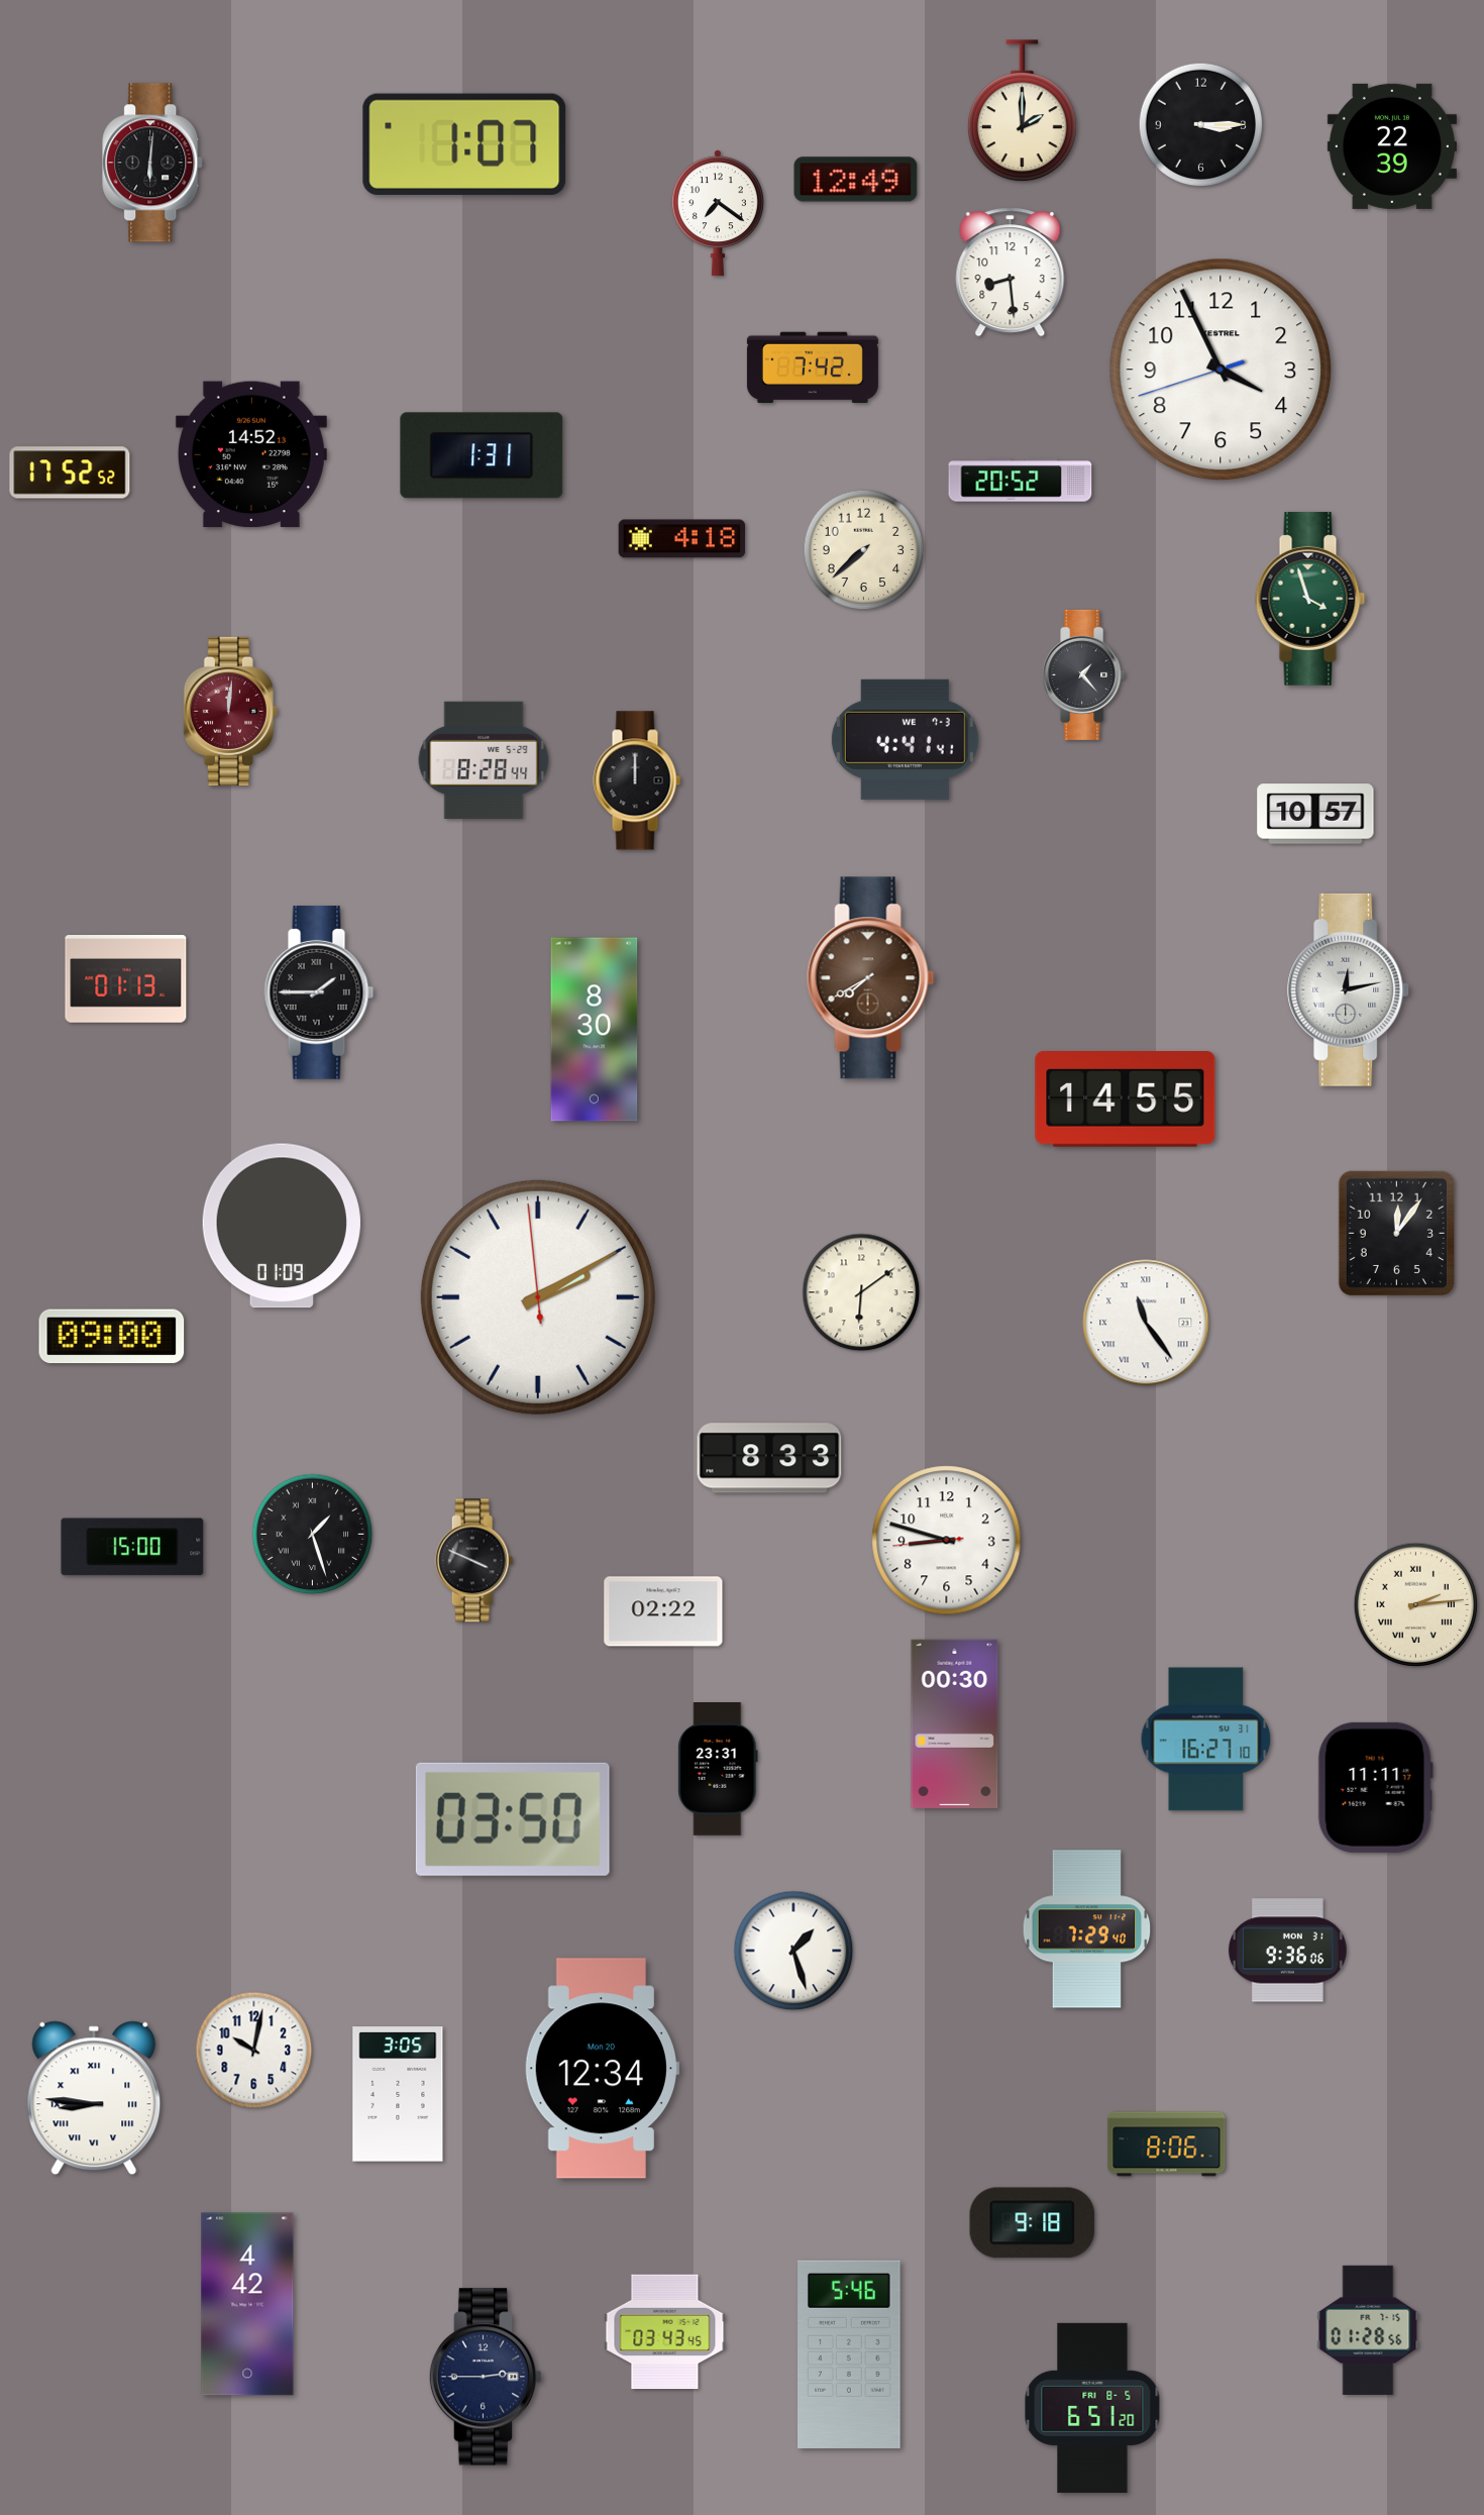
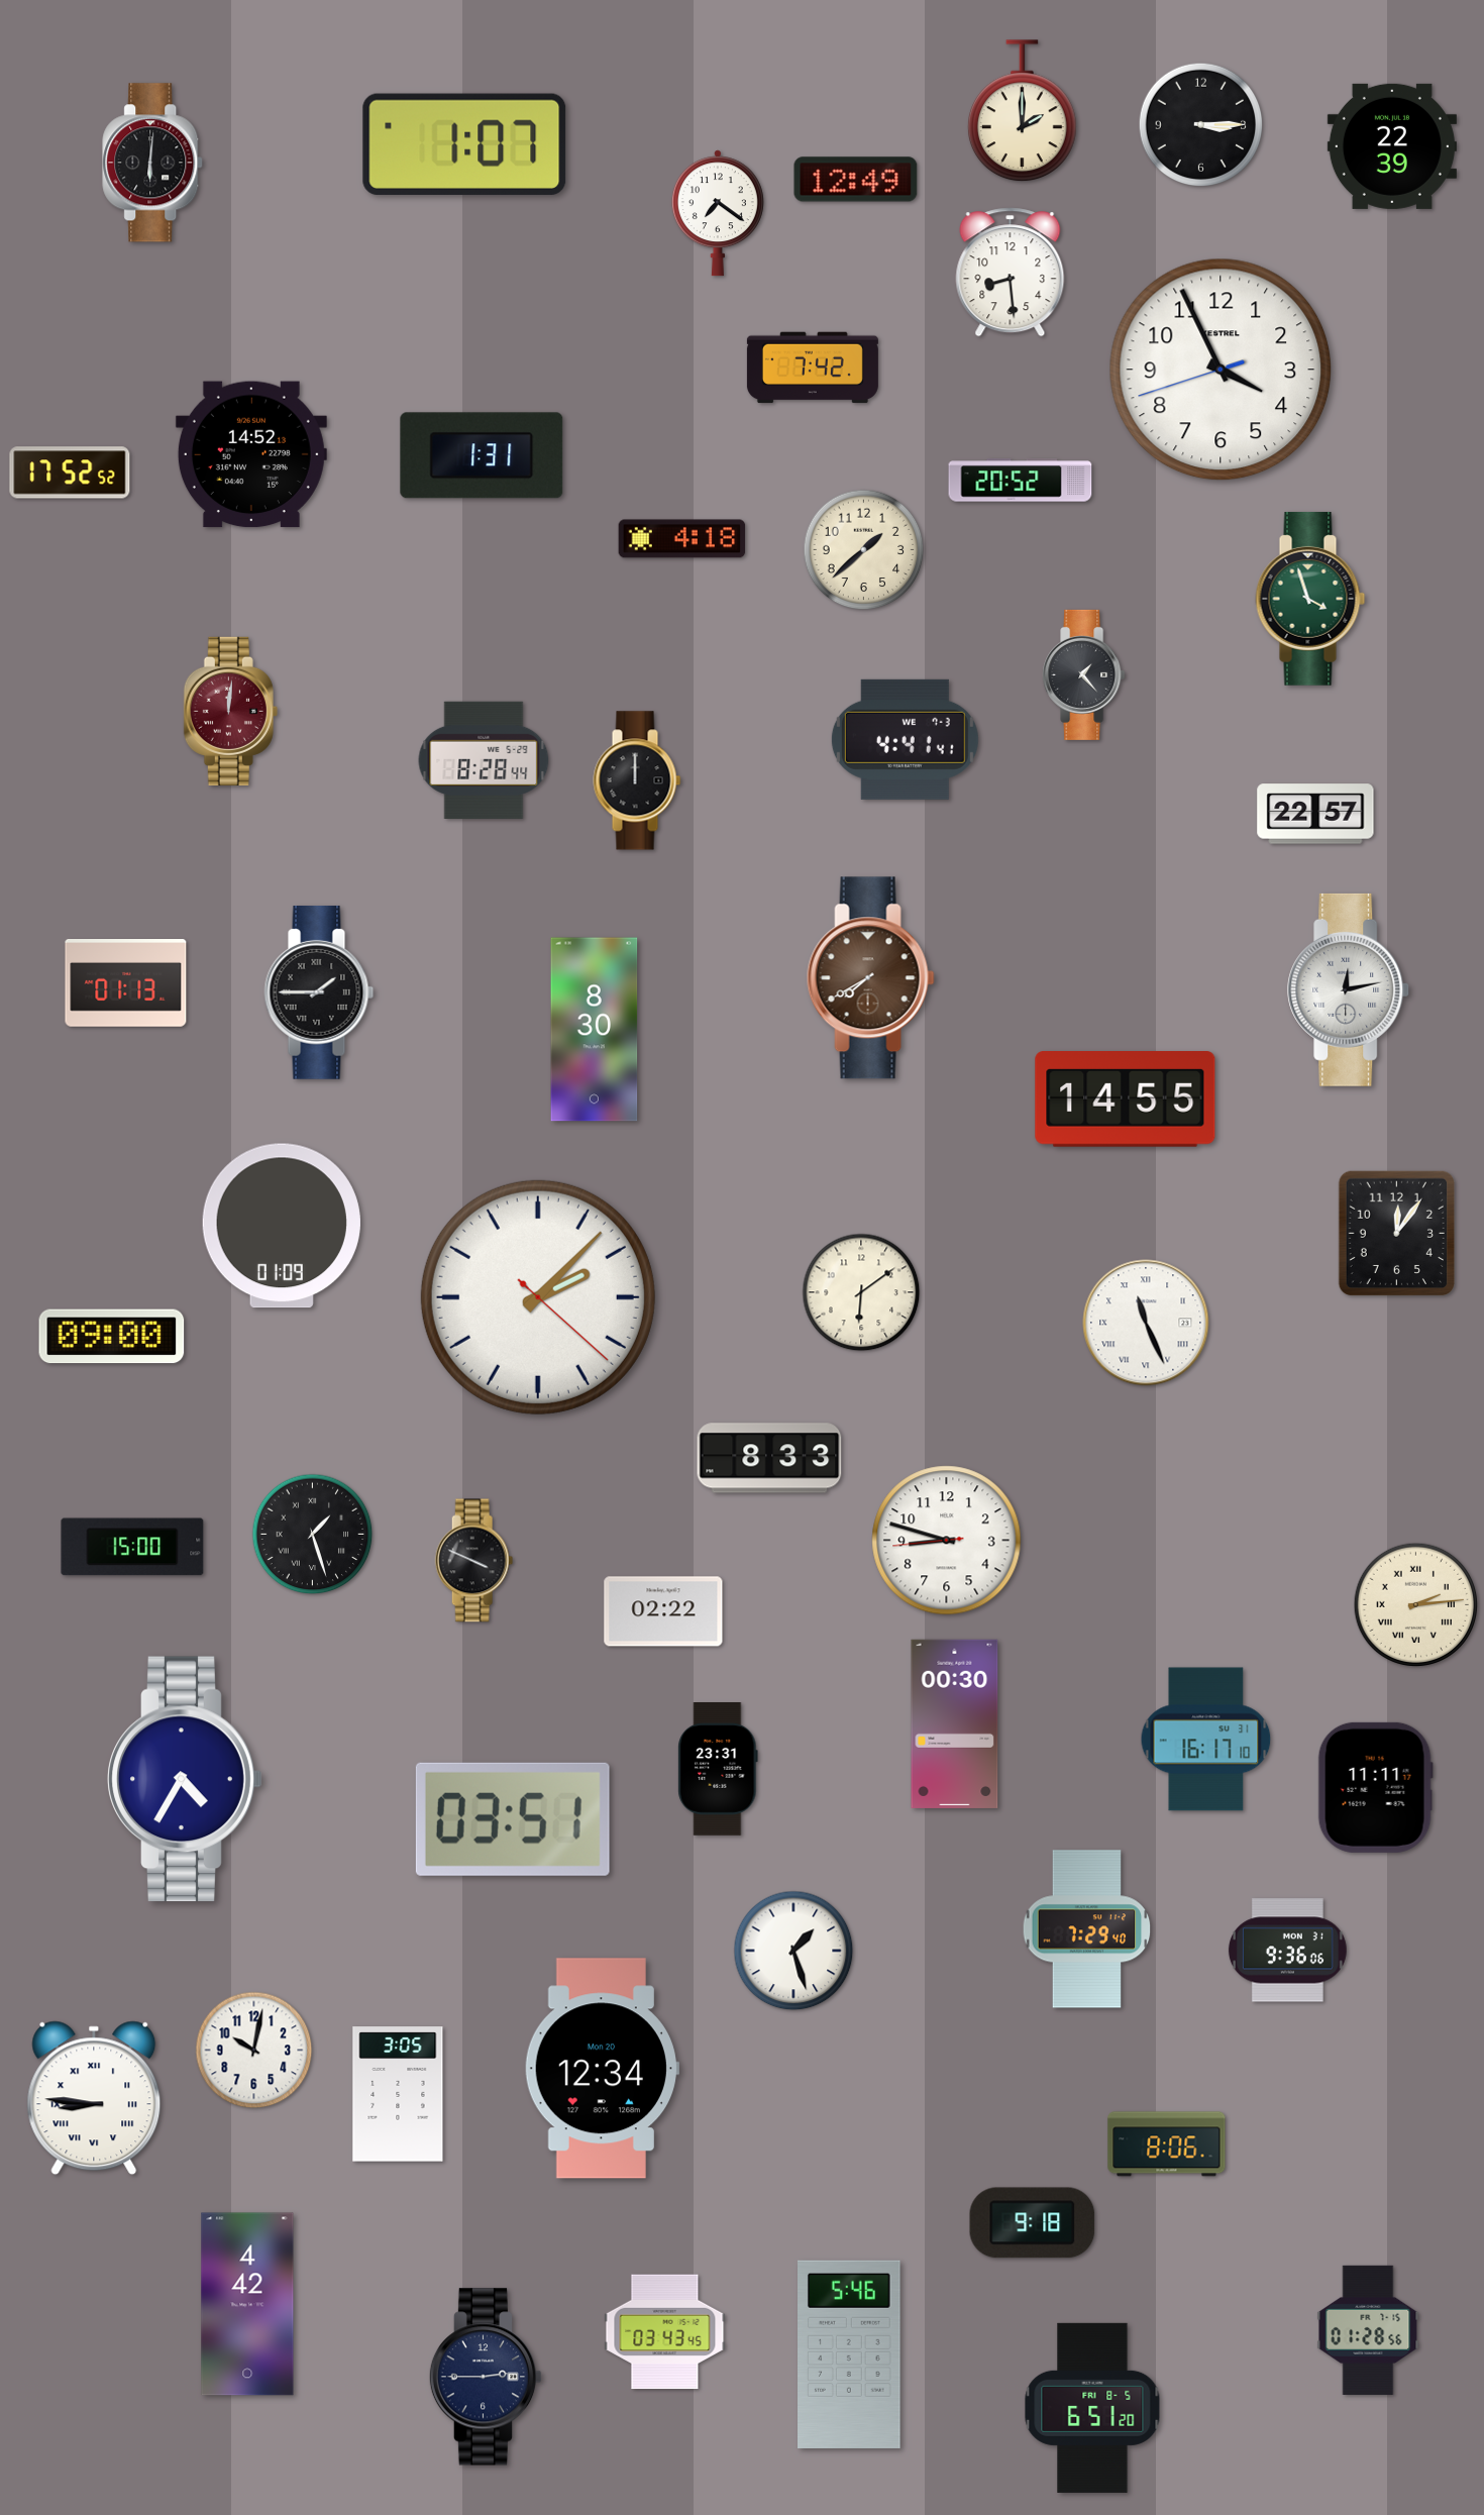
clock at (864, 550): 7:38 -> 1:38
clock at (1315, 814): 10:57 -> 22:57
clock at (126, 979) position: (126, 979) -> (126, 983)
clock at (538, 1297): 2:09 -> 2:07
clock at (1146, 1323): 11:24 -> 11:26
clock at (1206, 1740): 16:27 -> 16:17
clock at (185, 1779): none -> 4:35
clock at (513, 1819): 03:50 -> 03:51
